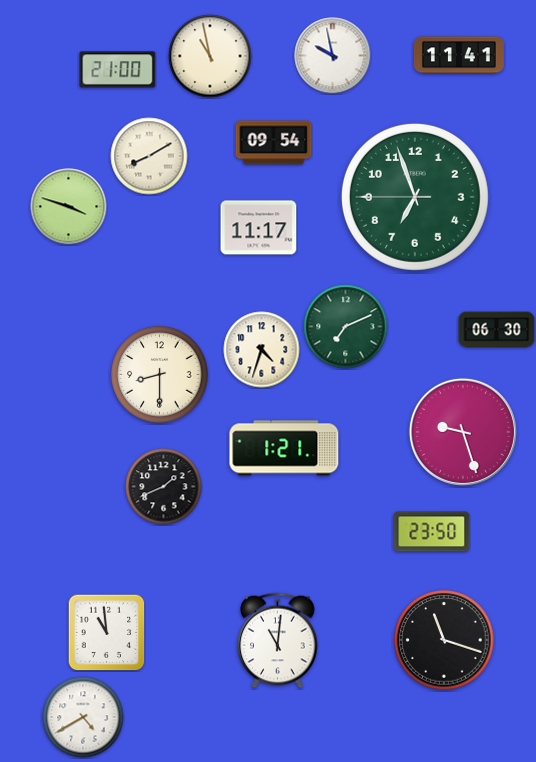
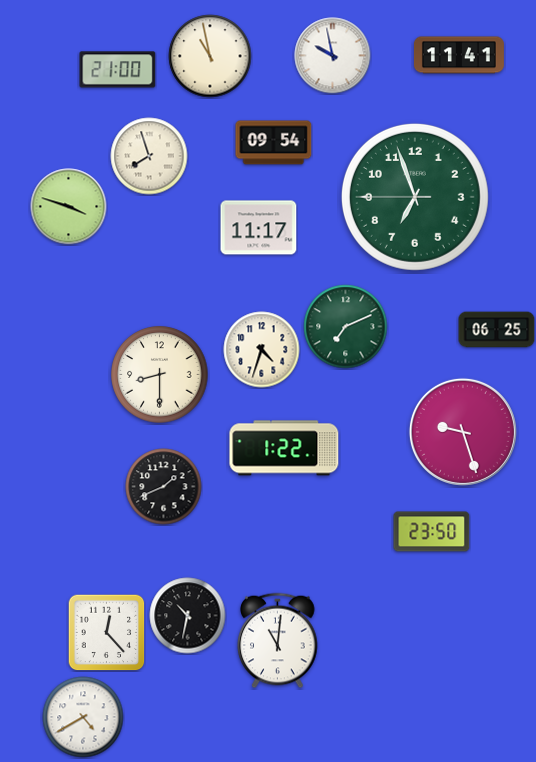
clock at (149, 156): 8:10 -> 7:57
clock at (497, 330): 06:30 -> 06:25
clock at (284, 448): 1:21 -> 1:22
clock at (188, 616): none -> 10:32
clock at (106, 632): 10:59 -> 12:23
clock at (444, 640): 11:18 -> none
